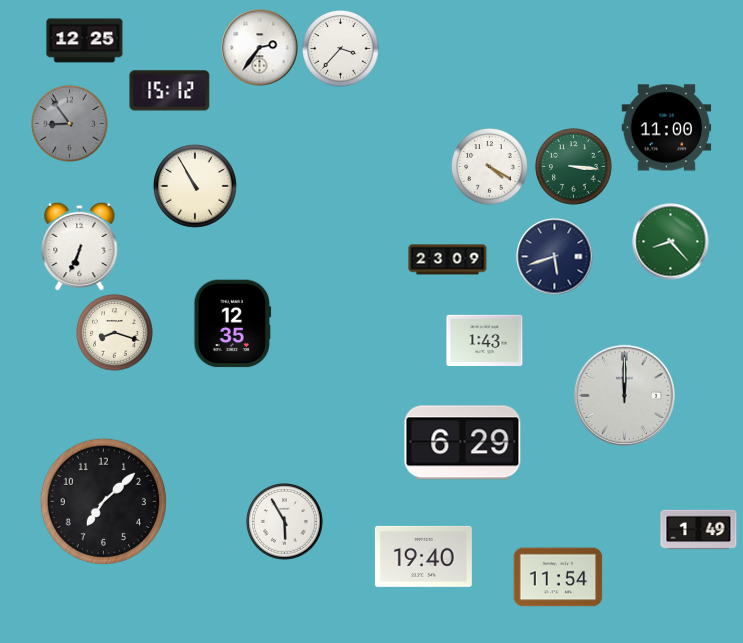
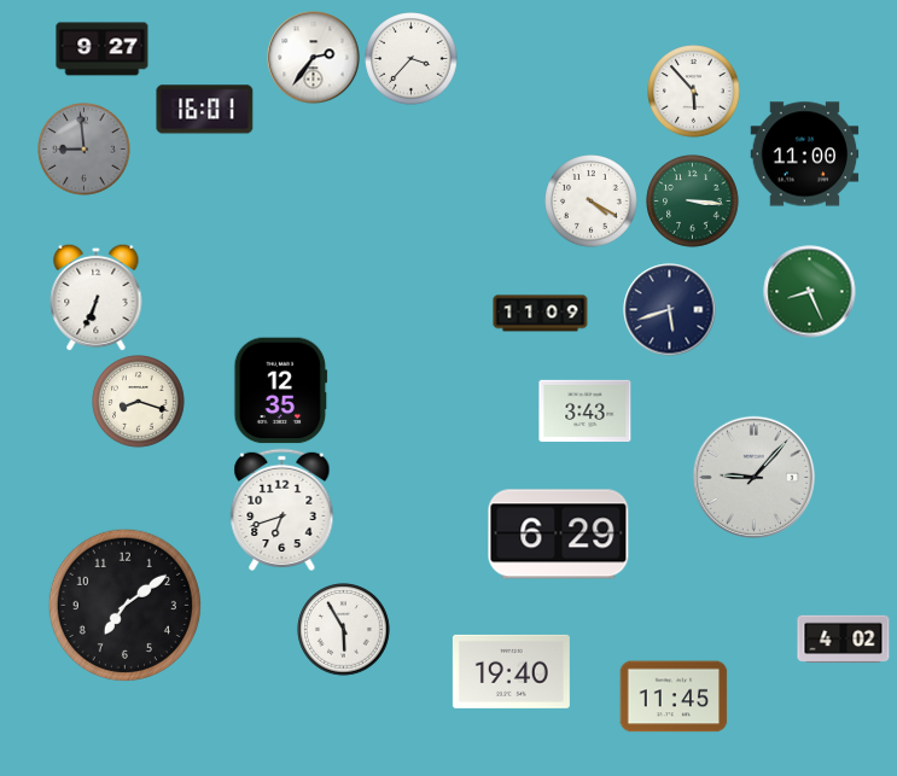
clock at (85, 41): 12:25 -> 9:27
clock at (694, 92): none -> 5:53
clock at (170, 91): 15:12 -> 16:01
clock at (70, 124): 8:54 -> 8:59
clock at (196, 187): 10:55 -> none
clock at (671, 242): 8:23 -> 8:26
clock at (448, 260): 23:09 -> 11:09
clock at (485, 340): 1:43 -> 3:43
clock at (624, 395): 12:00 -> 9:07
clock at (283, 509): none -> 6:42
clock at (103, 501): 7:08 -> 7:09
clock at (699, 530): 1:49 -> 4:02
clock at (558, 577): 11:54 -> 11:45
